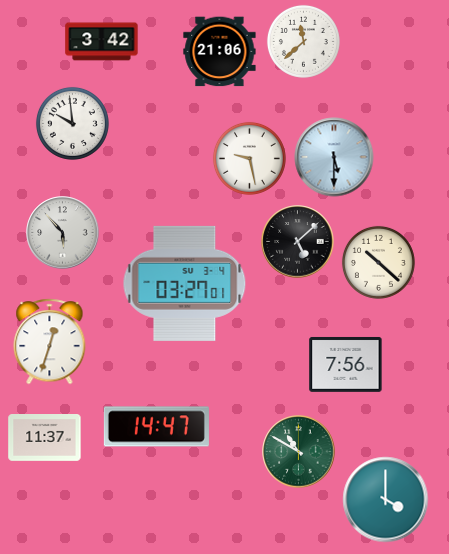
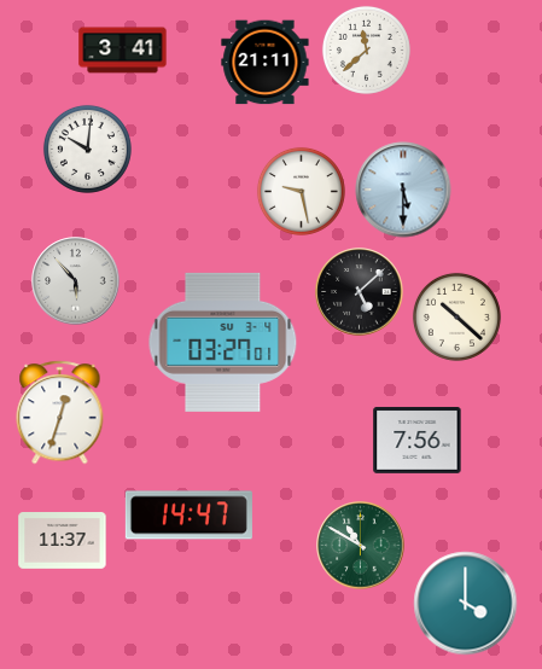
clock at (102, 42): 3:42 -> 3:41
clock at (220, 52): 21:06 -> 21:11
clock at (72, 123): 9:59 -> 10:01
clock at (45, 438) position: (45, 438) -> (63, 541)
